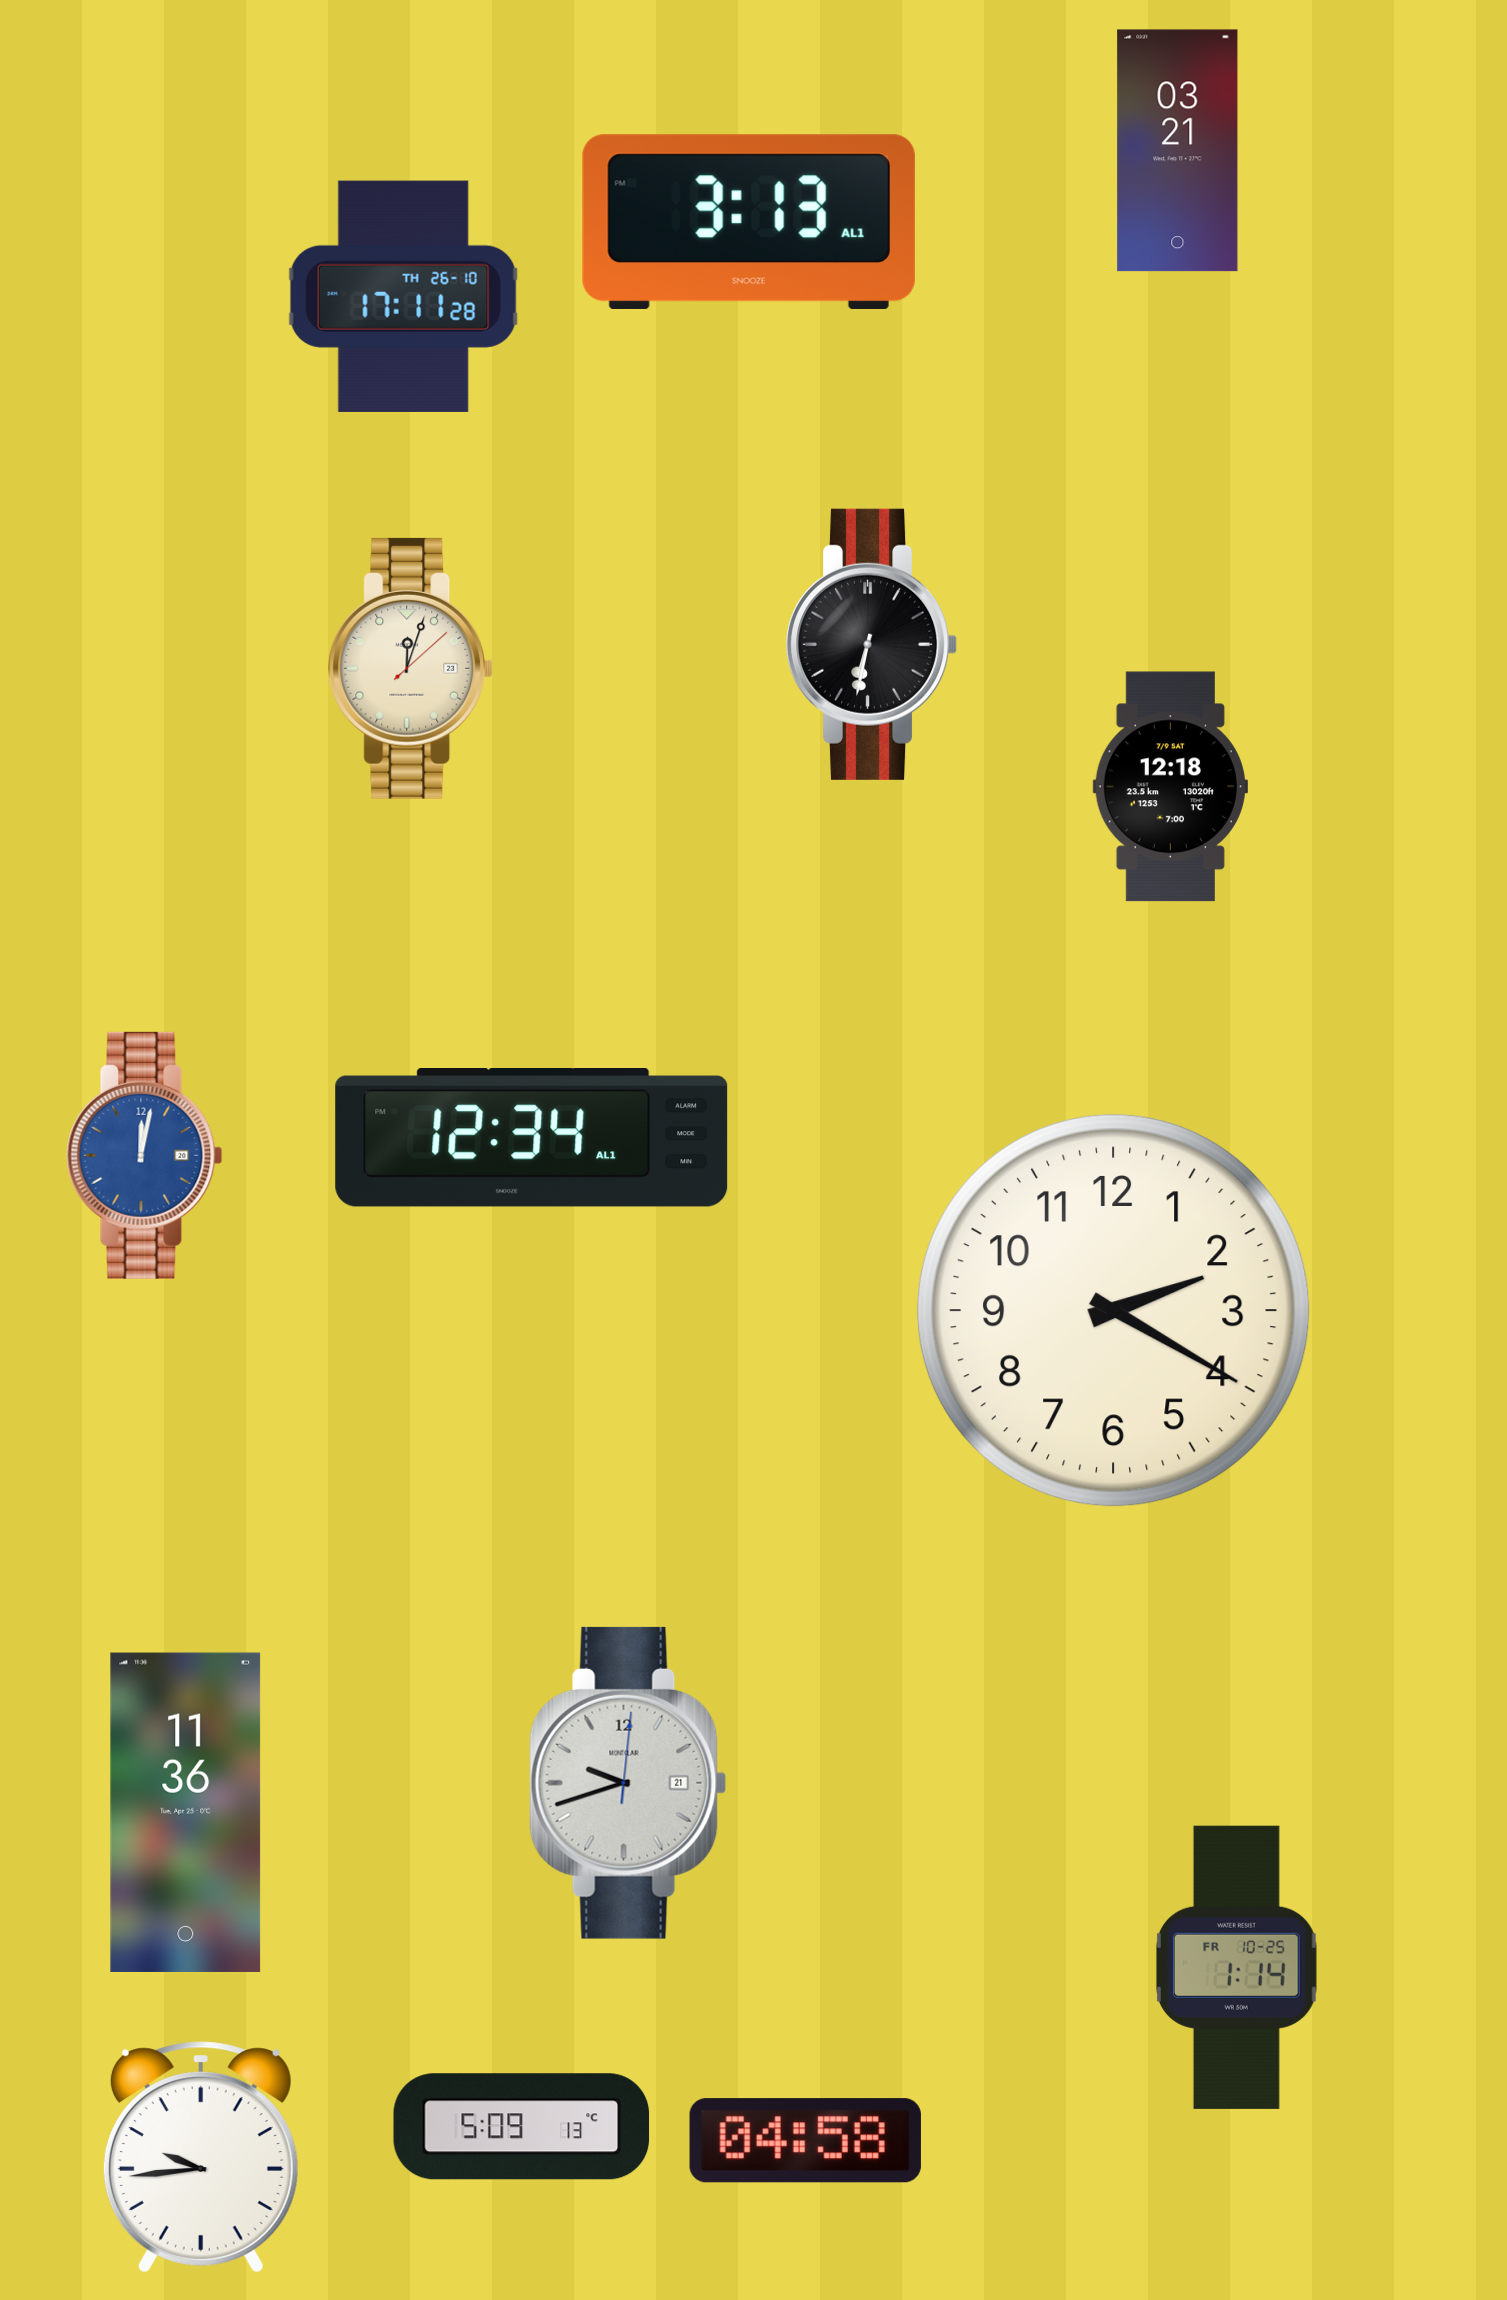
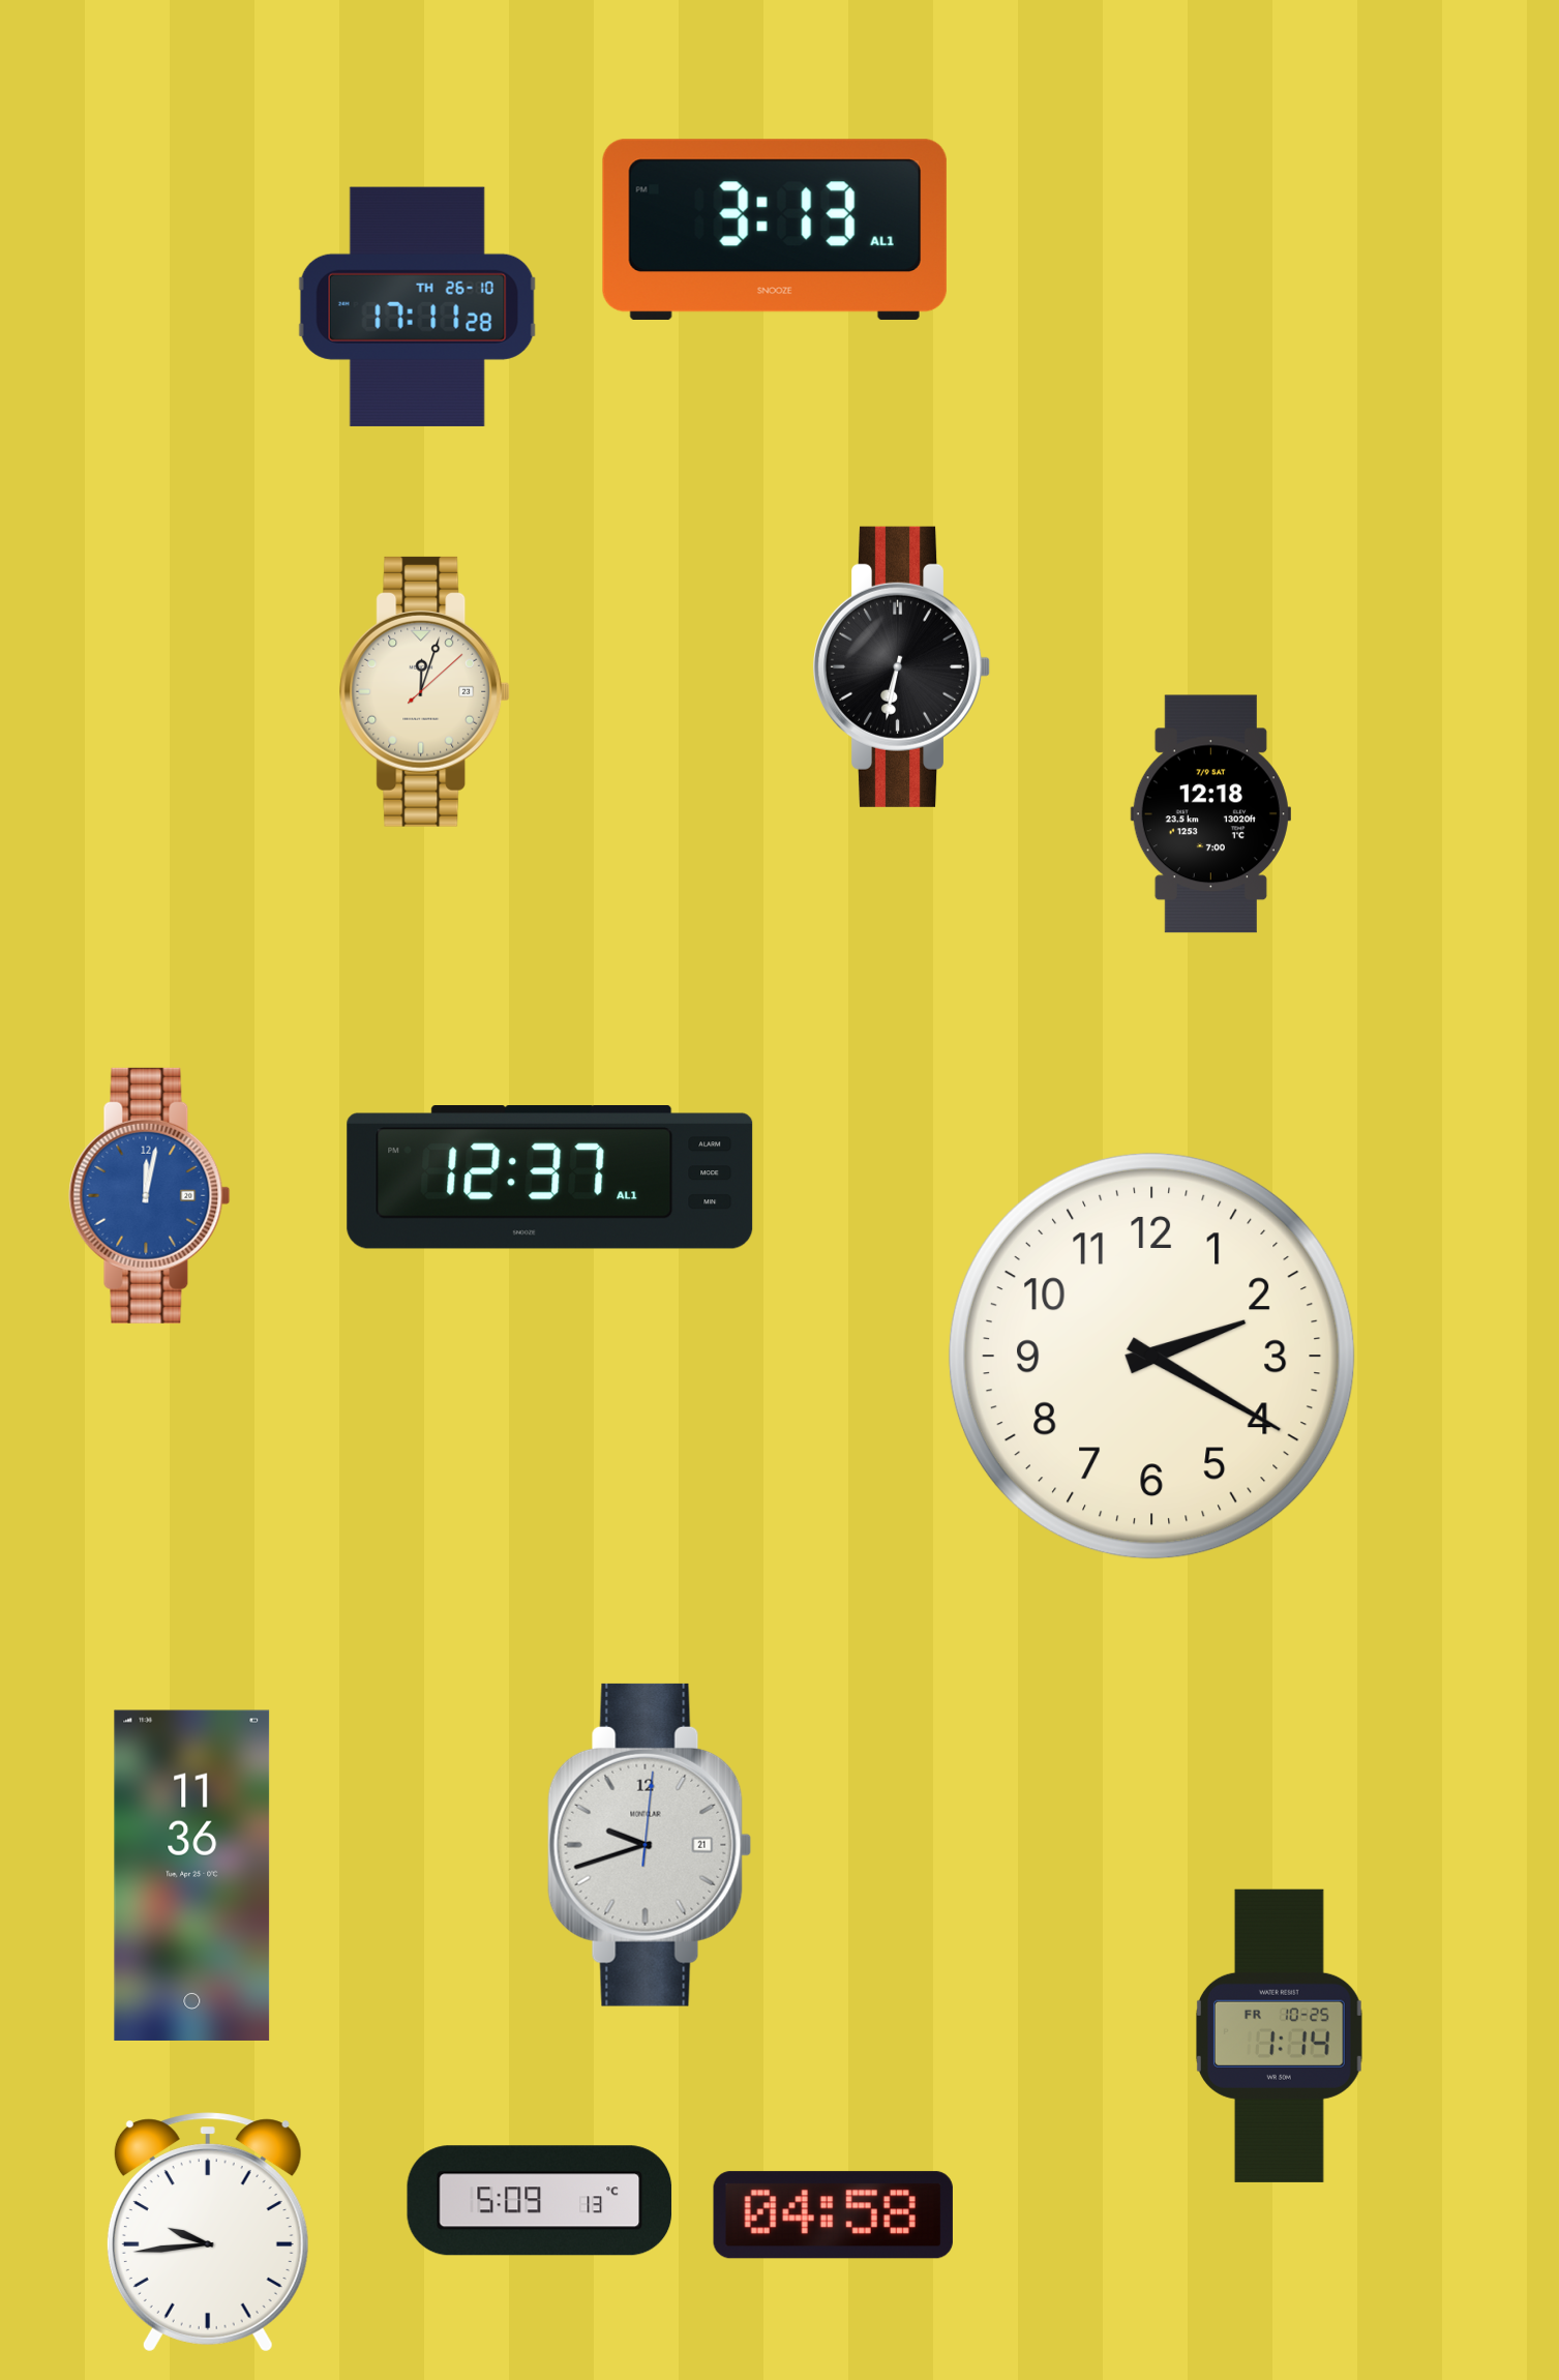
clock at (1178, 151): 03:21 -> none
clock at (532, 1138): 12:34 -> 12:37
